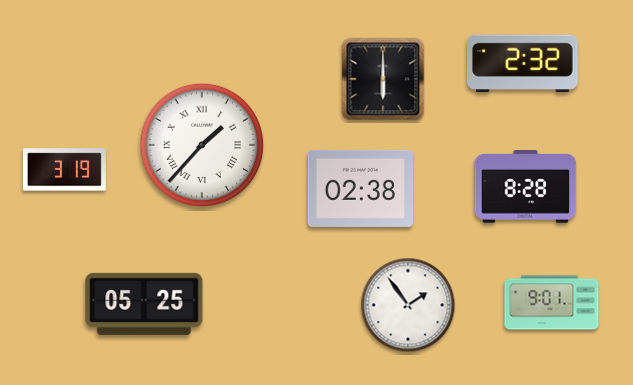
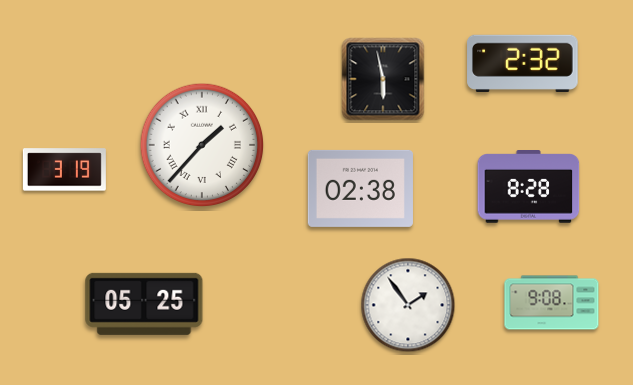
clock at (383, 79): 6:00 -> 5:58
clock at (526, 187) position: (526, 187) -> (529, 187)
clock at (552, 303): 9:01 -> 9:08
